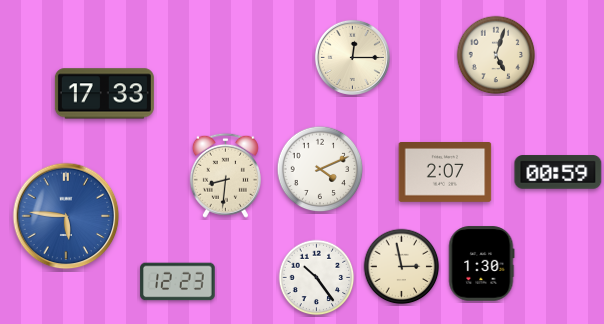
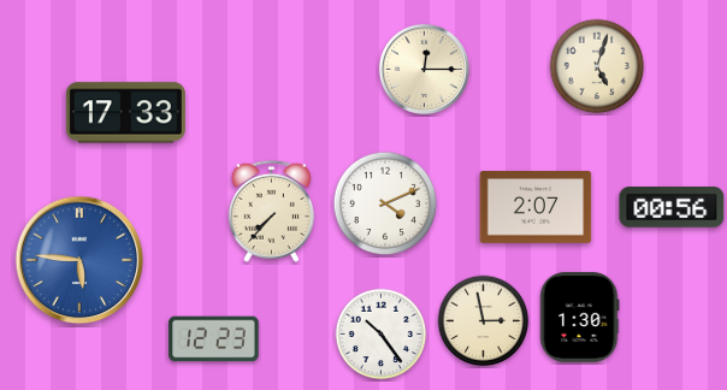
clock at (558, 172): 00:59 -> 00:56
clock at (225, 175): 8:31 -> 7:37
